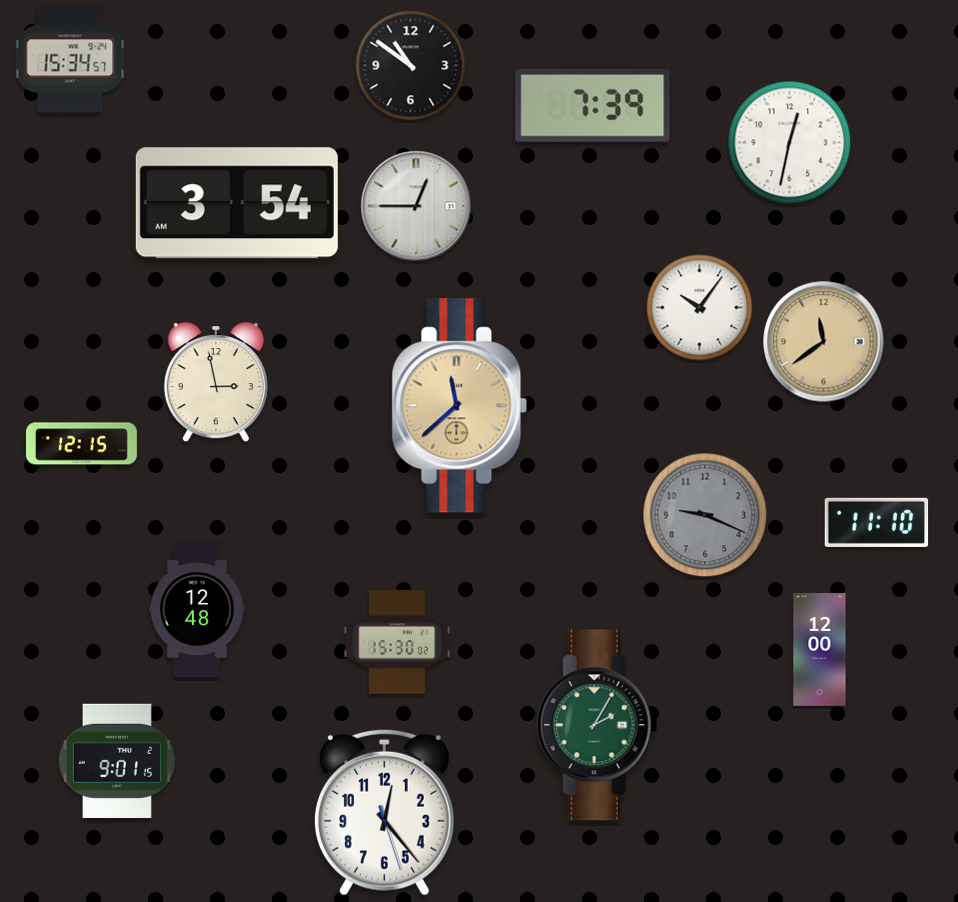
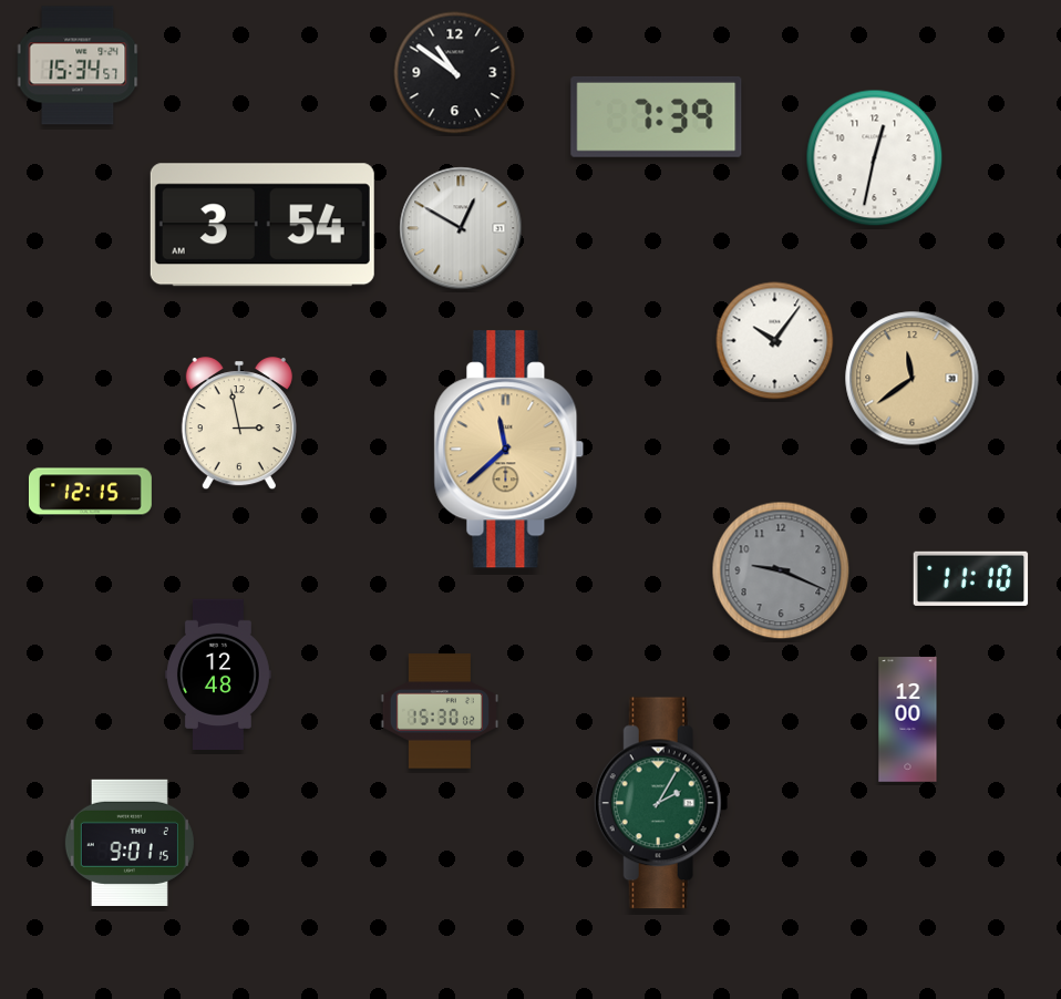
clock at (416, 206): 12:45 -> 12:50
clock at (384, 812): 12:23 -> none
